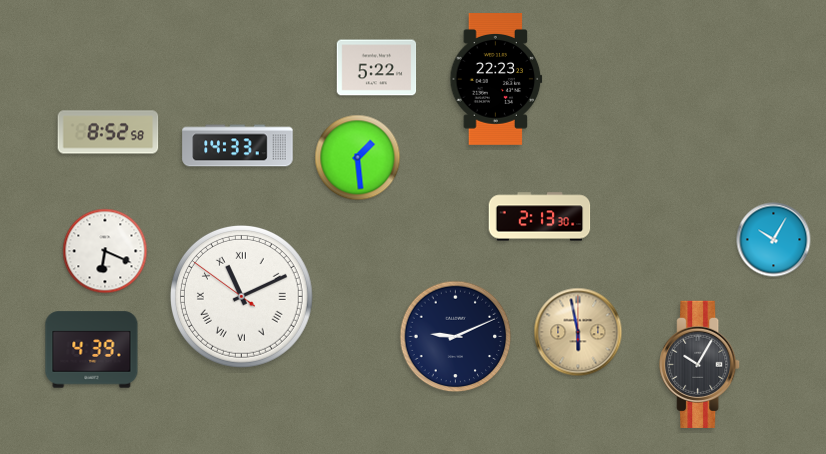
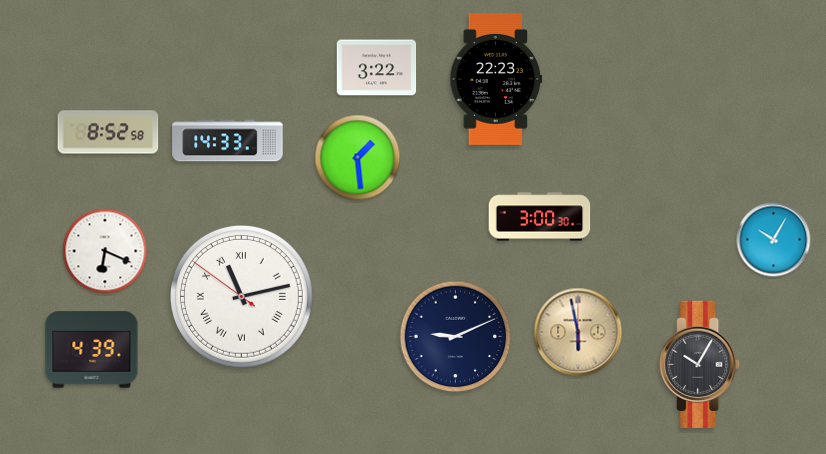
clock at (377, 68): 5:22 -> 3:22
clock at (238, 146) position: (238, 146) -> (228, 141)
clock at (540, 217): 2:13 -> 3:00
clock at (241, 296): 11:10 -> 11:12
